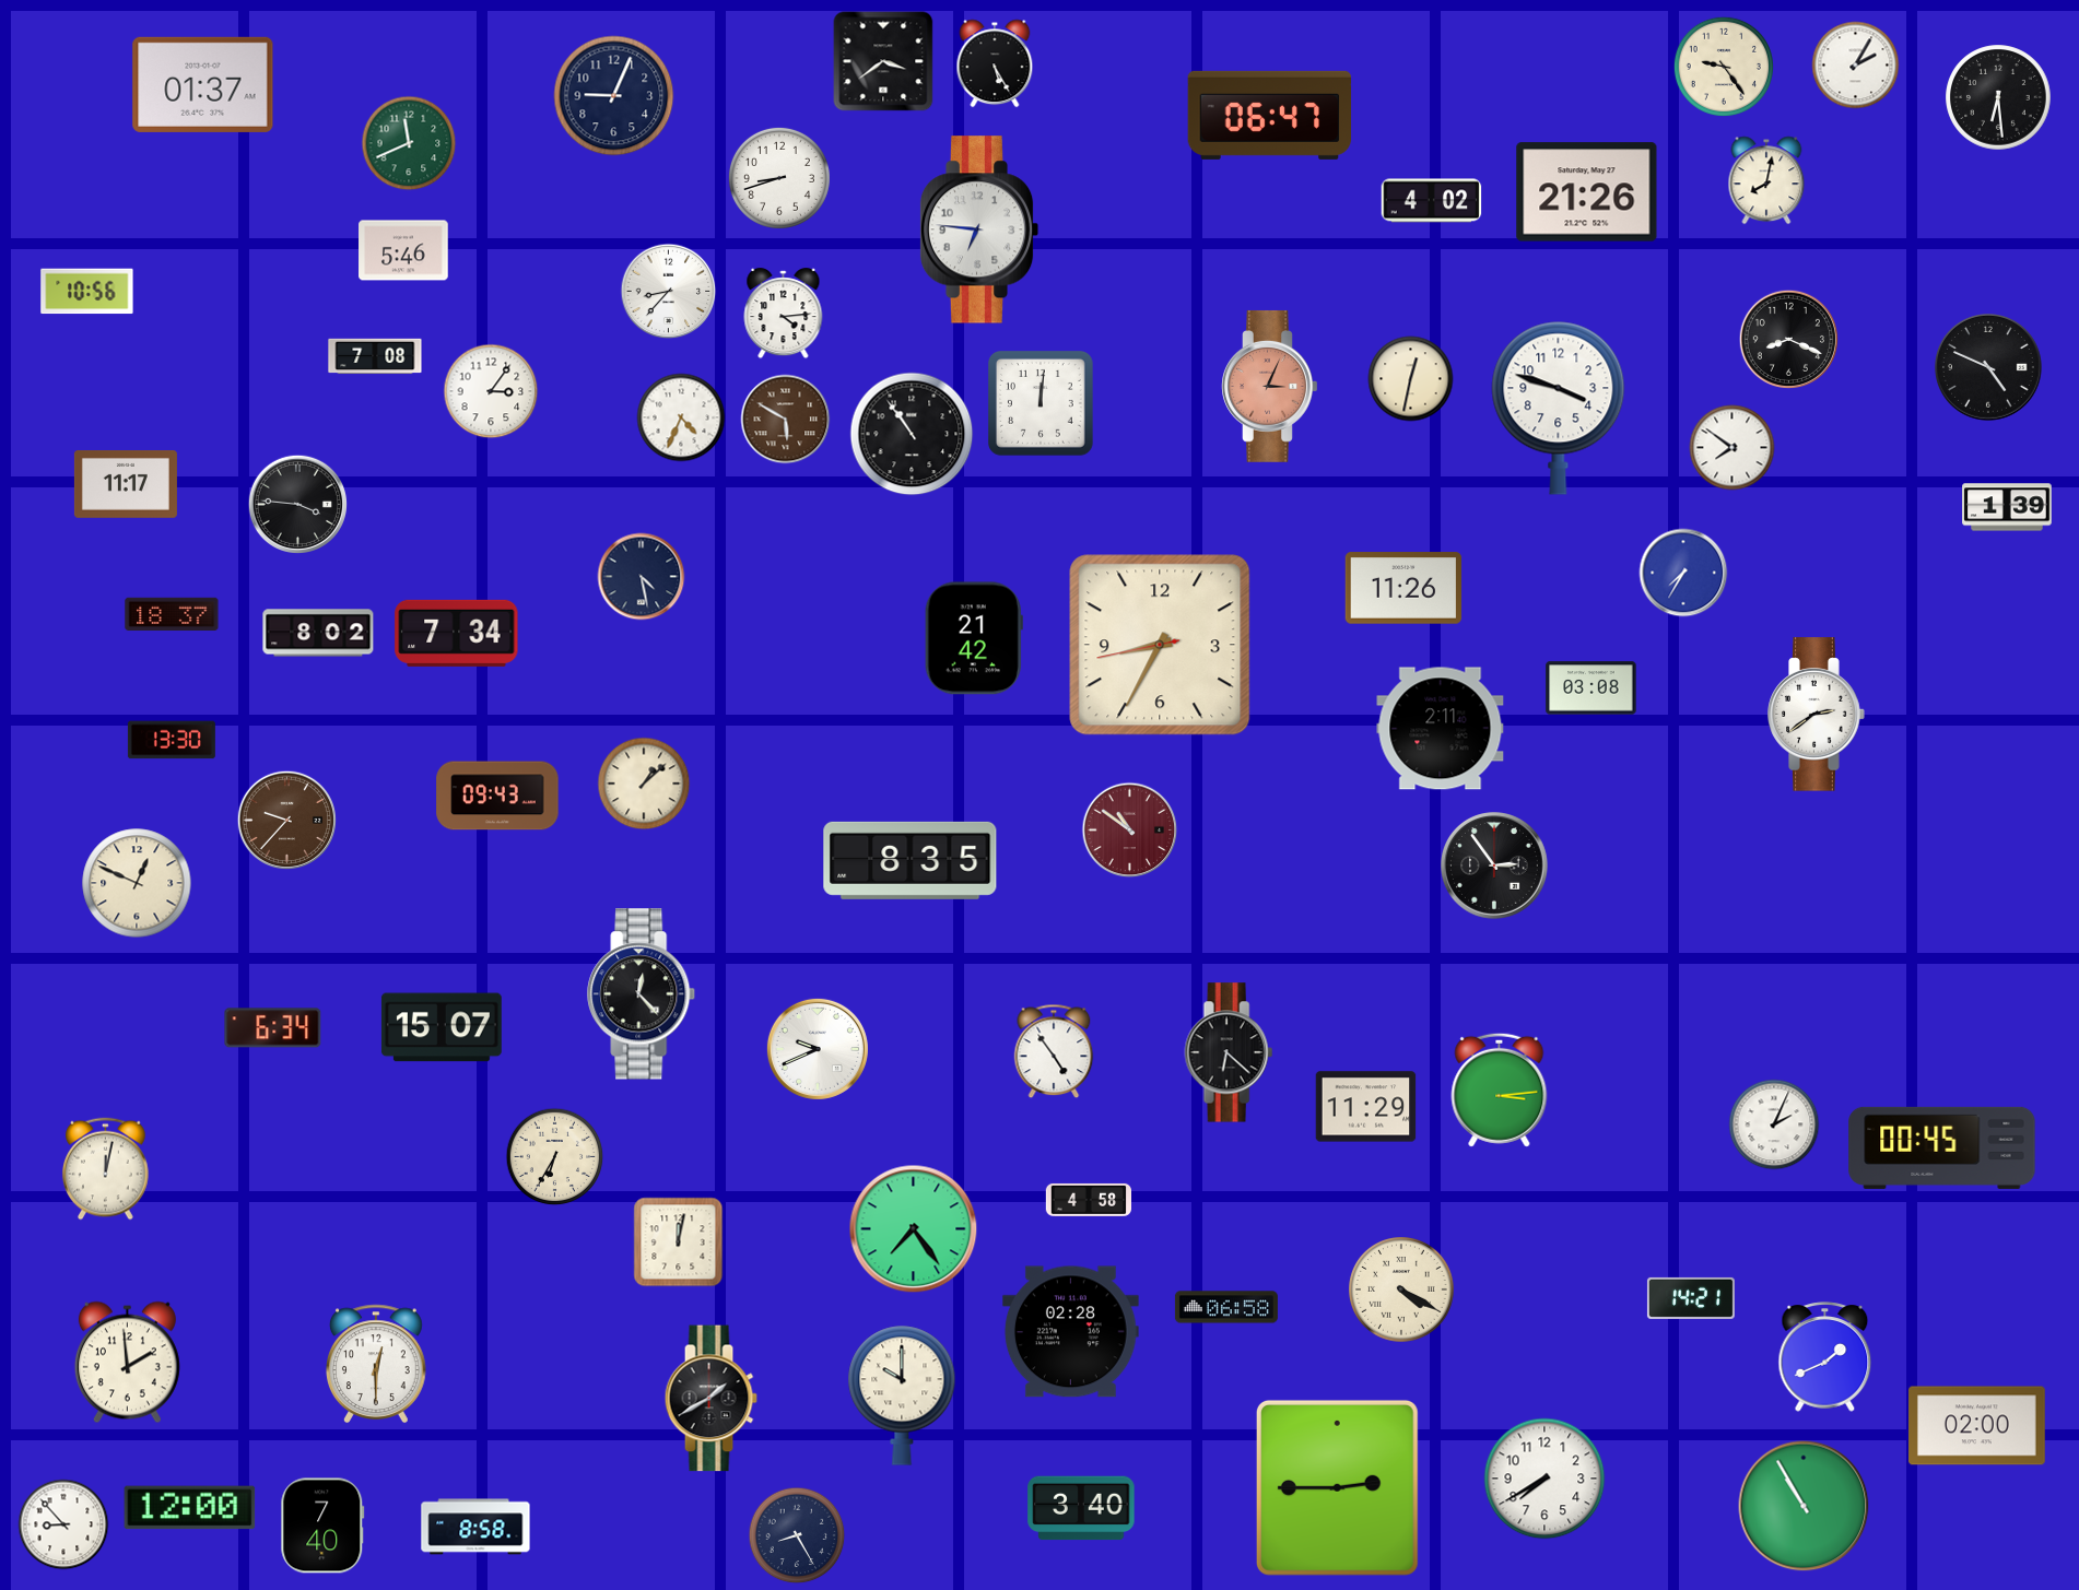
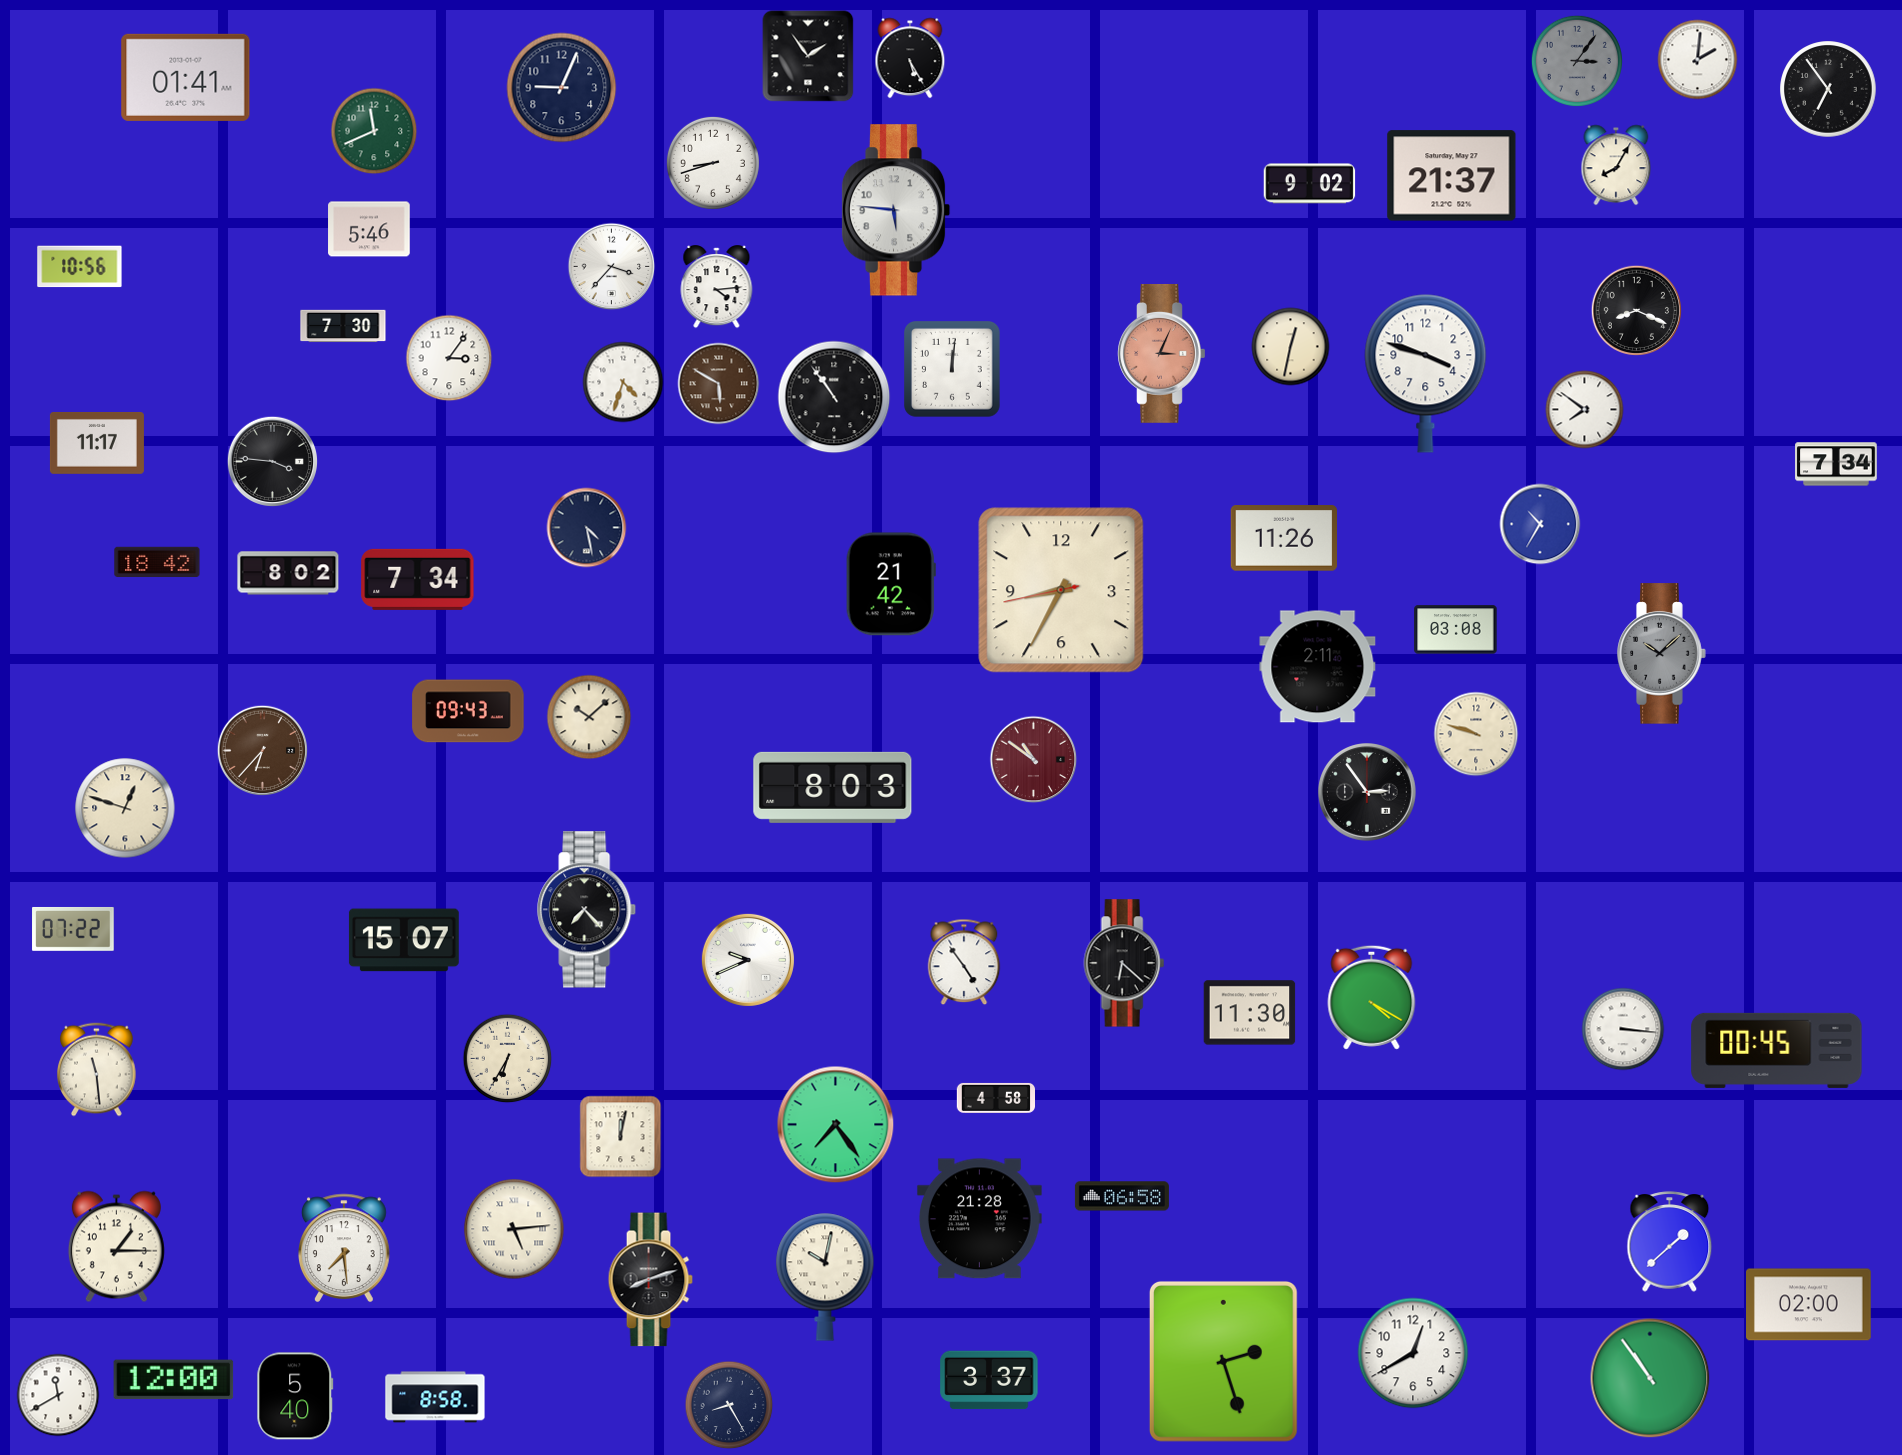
clock at (883, 61): 3:39 -> 1:54
clock at (1856, 66): 2:05 -> 2:01
clock at (1724, 67): 9:24 -> 3:06
clock at (1724, 67) dial: cream -> grey
clock at (203, 84): 01:37 -> 01:41
clock at (1998, 97): 6:29 -> 6:54
clock at (1270, 115): 06:47 -> none
clock at (1766, 180): 8:02 -> 8:05
clock at (1587, 192): 21:26 -> 21:37
clock at (1432, 201): 4:02 -> 9:02
clock at (979, 229): 6:46 -> 5:46
clock at (669, 292): 8:37 -> 3:37
clock at (375, 356): 7:08 -> 7:30
clock at (1989, 368): 4:49 -> none
clock at (681, 417): 4:34 -> 4:33
clock at (126, 485) position: (126, 485) -> (97, 444)
clock at (2007, 507): 1:39 -> 7:34
clock at (1683, 573): 7:35 -> 10:35
clock at (172, 614): 18:37 -> 18:42
clock at (318, 633) position: (318, 633) -> (288, 573)
clock at (1817, 715): 2:39 -> 10:08
clock at (1817, 715) dial: white -> grey
clock at (172, 740): 13:30 -> none
clock at (644, 784): 1:08 -> 10:08
clock at (497, 796) position: (497, 796) -> (468, 711)
clock at (1476, 734): none -> 9:48
clock at (286, 820): 9:37 -> 6:37
clock at (911, 860): 8:35 -> 8:03
clock at (137, 883): 12:49 -> 12:48
clock at (642, 994): 12:23 -> 7:23
clock at (73, 929): none -> 07:22
clock at (273, 1028): 6:34 -> none
clock at (1500, 1090): 3:14 -> 4:20
clock at (1366, 1107): 11:29 -> 11:30
clock at (1774, 1124): 2:04 -> 3:16
clock at (106, 1169): 12:02 -> 11:29
clock at (1401, 1289): 4:20 -> none
clock at (1691, 1298): 14:21 -> none
clock at (1070, 1332): 02:28 -> 21:28
clock at (514, 1229): none -> 5:14
clock at (1825, 1357): 1:41 -> 1:38
clock at (127, 1363): 1:59 -> 1:15
clock at (377, 1364): 12:30 -> 7:29
clock at (902, 1395): 10:00 -> 10:02
clock at (710, 1399): 1:40 -> 8:12
clock at (1544, 1479): 7:40 -> 12:40
clock at (1337, 1487): 2:45 -> 2:27
clock at (1804, 1506): 10:55 -> 10:54
clock at (1081, 1508): 3:40 -> 3:37
clock at (63, 1524): 8:53 -> 11:40
clock at (322, 1526): 7:40 -> 5:40
